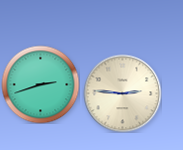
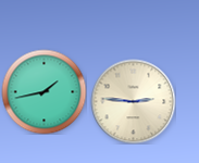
clock at (40, 84): 2:42 -> 1:43
